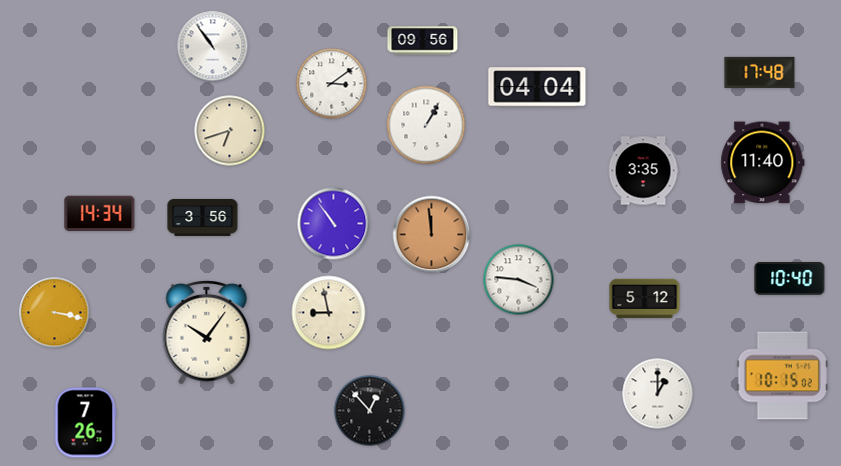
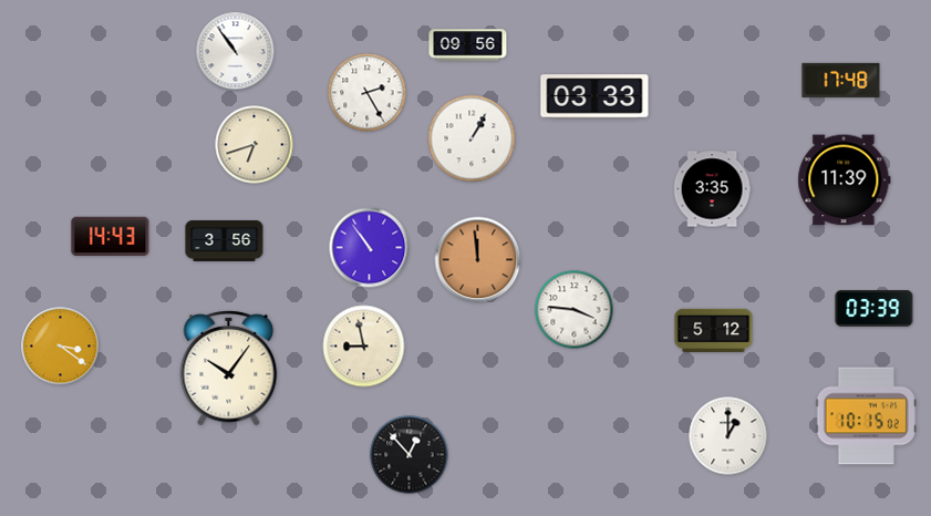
clock at (332, 84): 3:09 -> 2:25
clock at (537, 87): 04:04 -> 03:33
clock at (763, 163): 11:40 -> 11:39
clock at (100, 214): 14:34 -> 14:43
clock at (790, 279): 10:40 -> 03:39
clock at (55, 313): 3:17 -> 3:21
clock at (85, 423): 7:26 -> none
